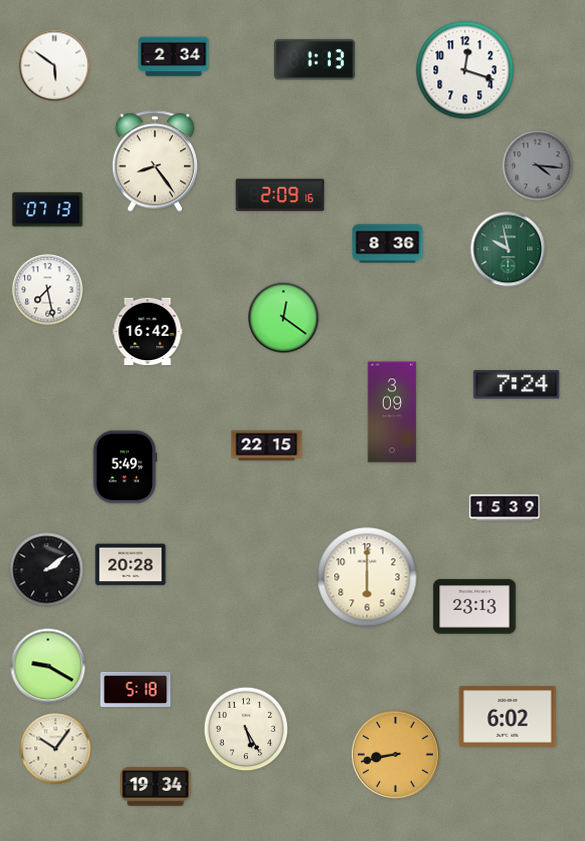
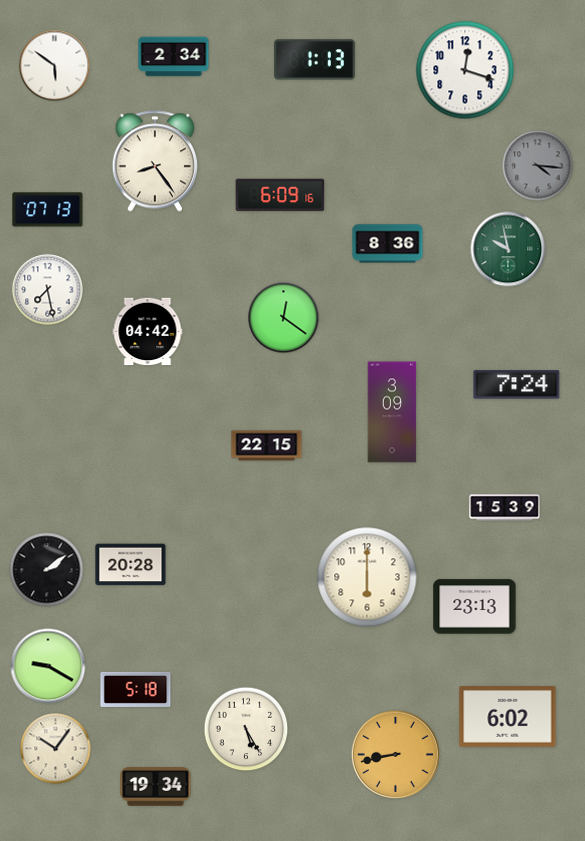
clock at (280, 195): 2:09 -> 6:09
clock at (148, 332): 16:42 -> 04:42
clock at (125, 467): 5:49 -> none
